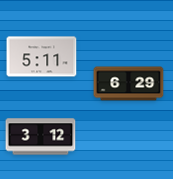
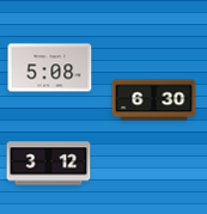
clock at (42, 57): 5:11 -> 5:08
clock at (129, 84): 6:29 -> 6:30
